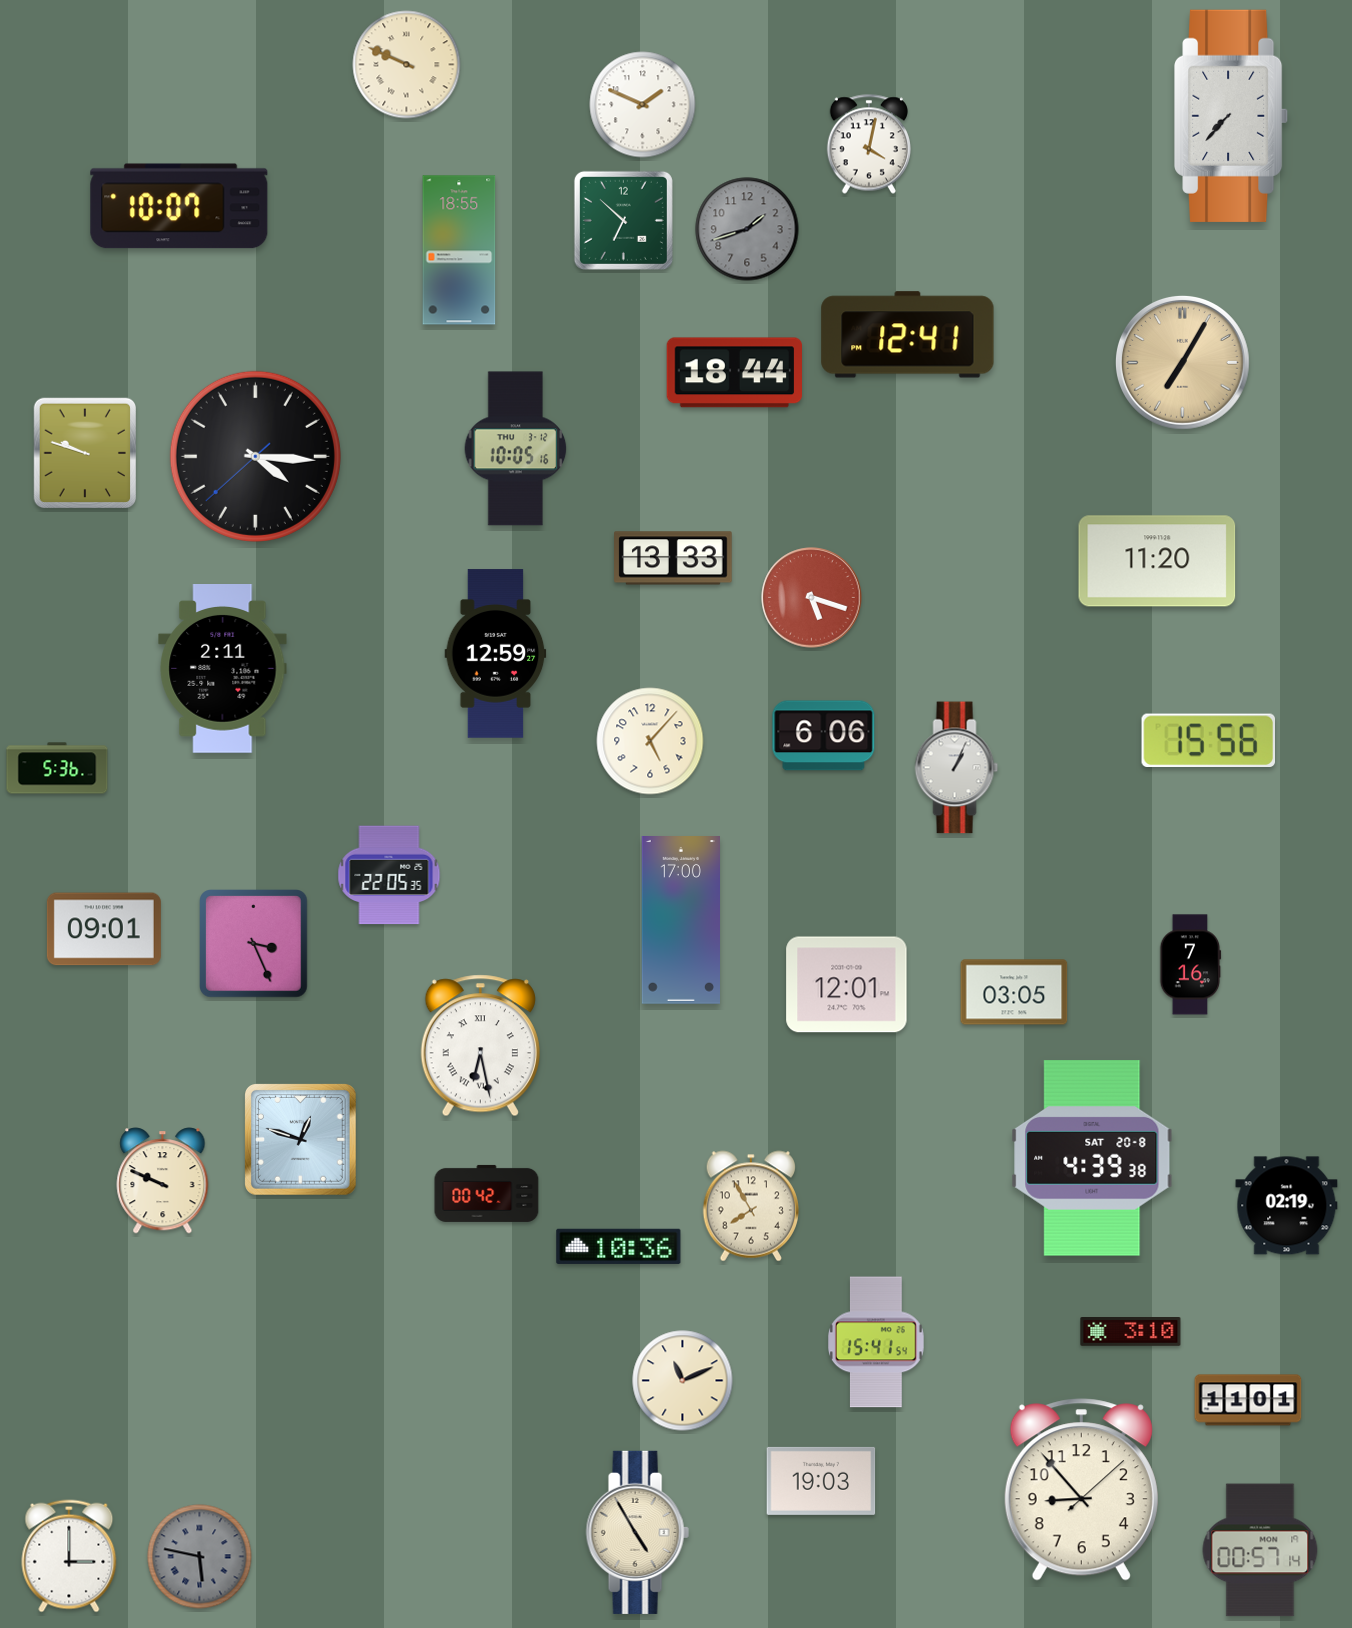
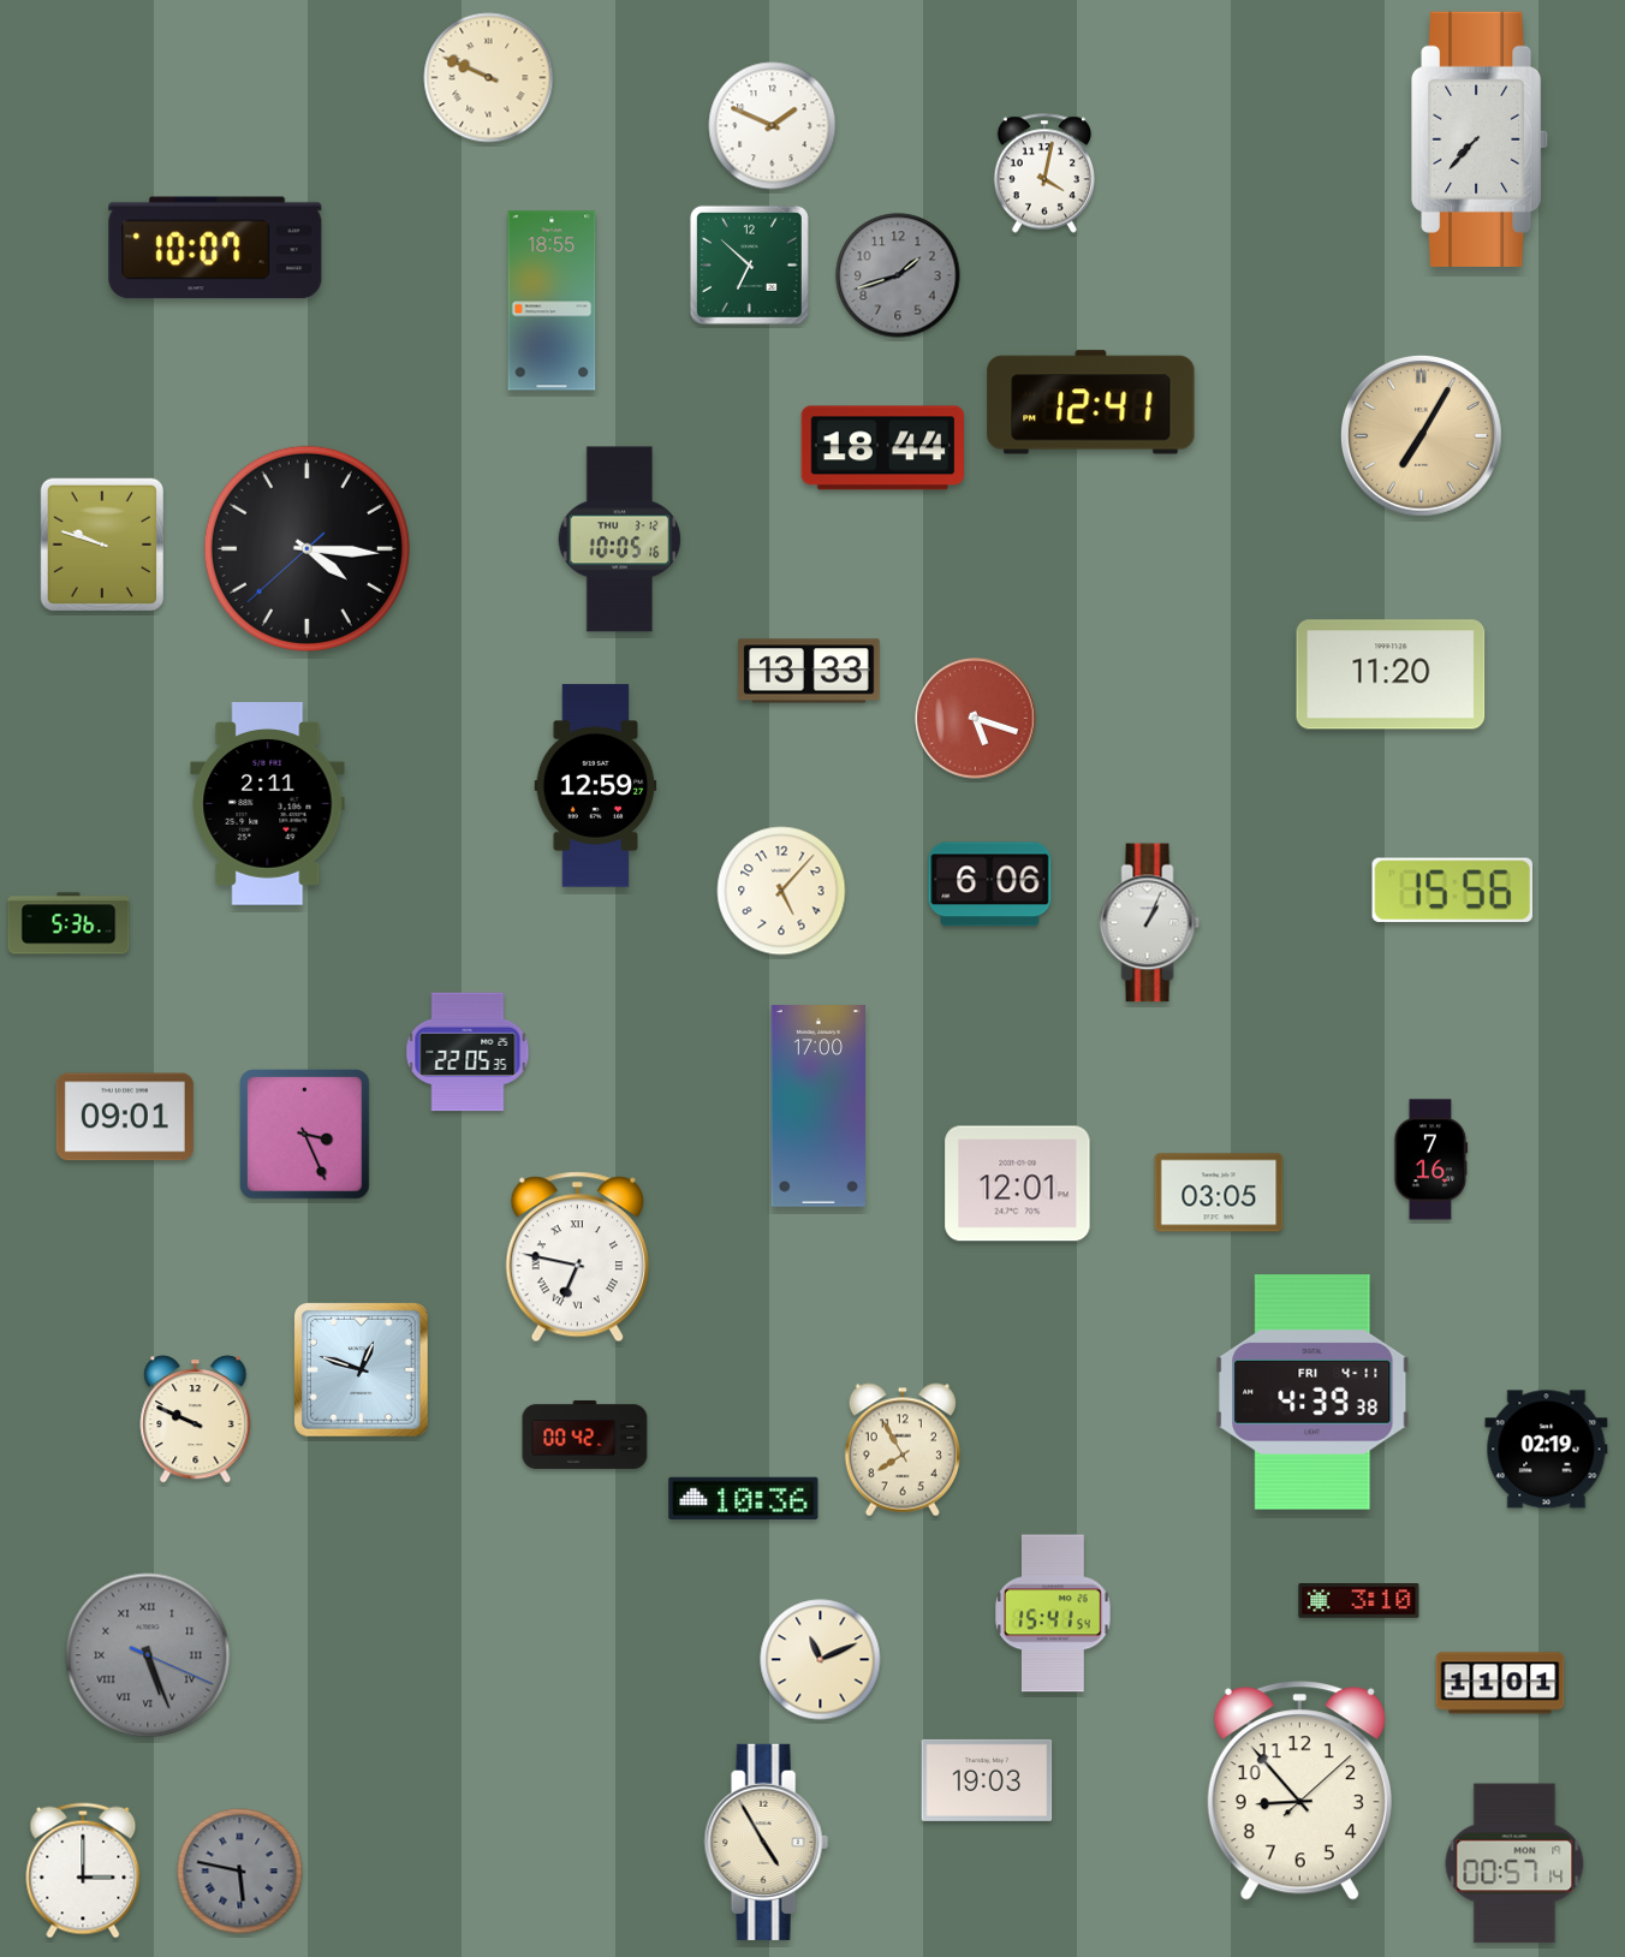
clock at (480, 1046): 6:28 -> 6:47
clock at (1092, 1158) date: SAT 20-8 -> FRI 4-11
clock at (148, 1655): none -> 5:26
